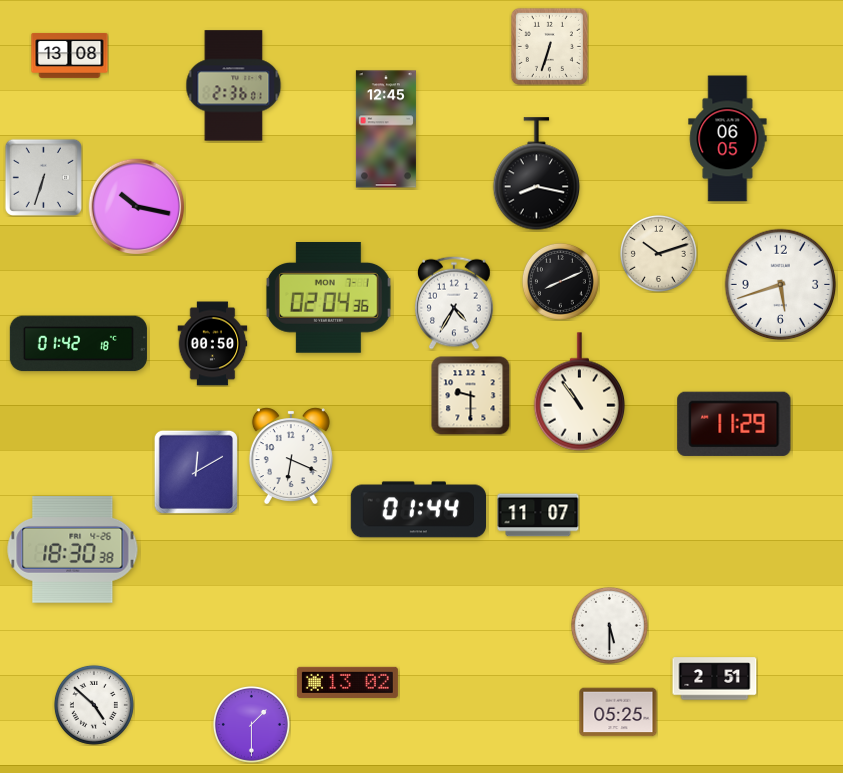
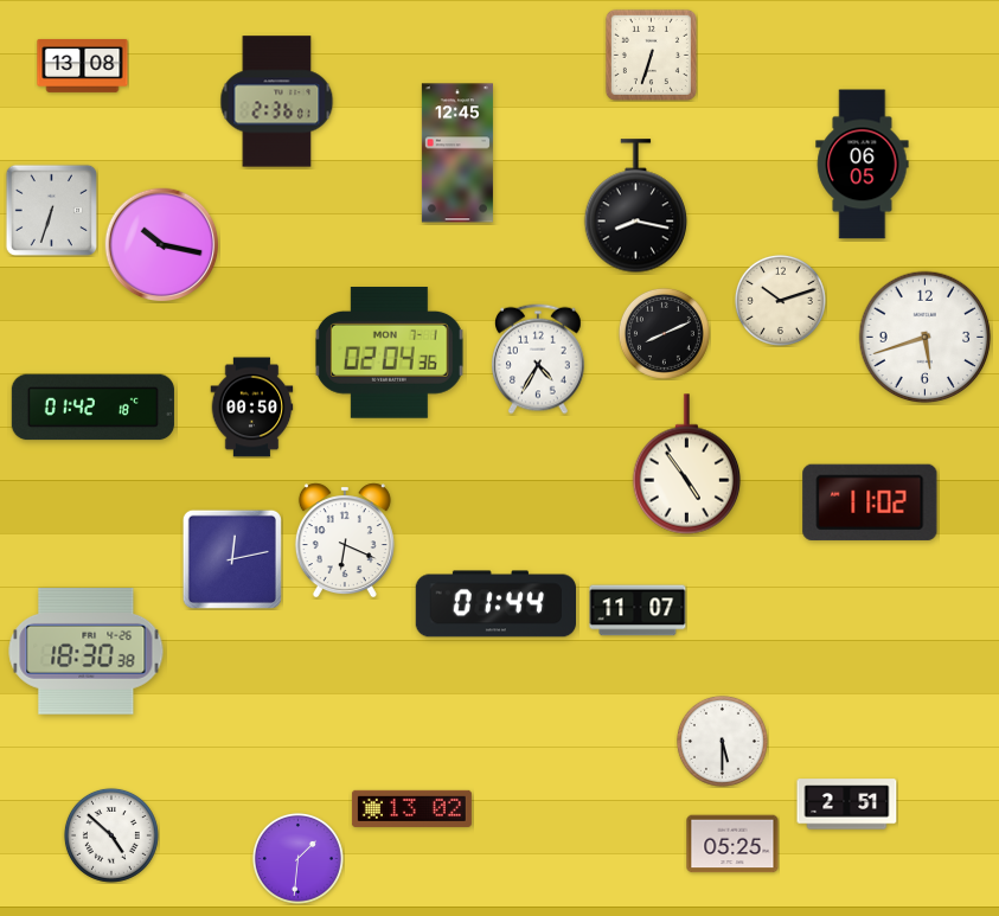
clock at (580, 392): 10:54 -> 4:54
clock at (470, 395): 9:30 -> none
clock at (734, 424): 11:29 -> 11:02
clock at (196, 472): 12:10 -> 12:13
clock at (251, 724): 1:30 -> 1:31
